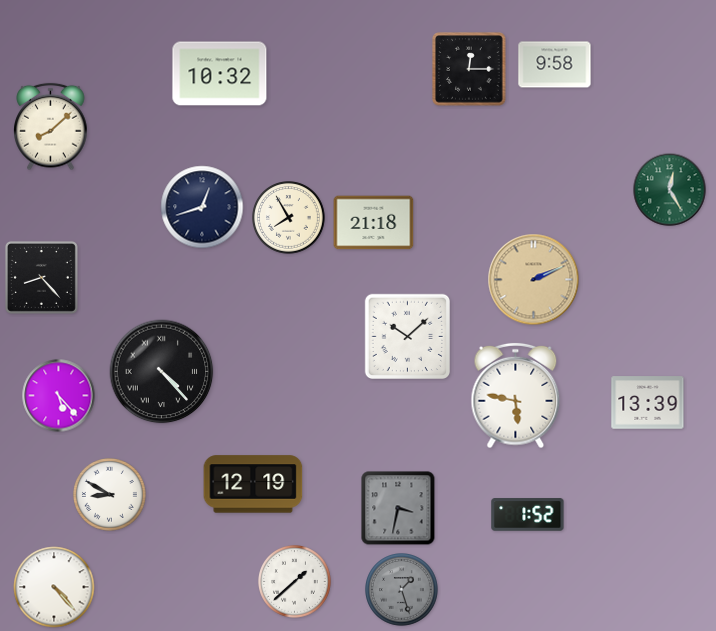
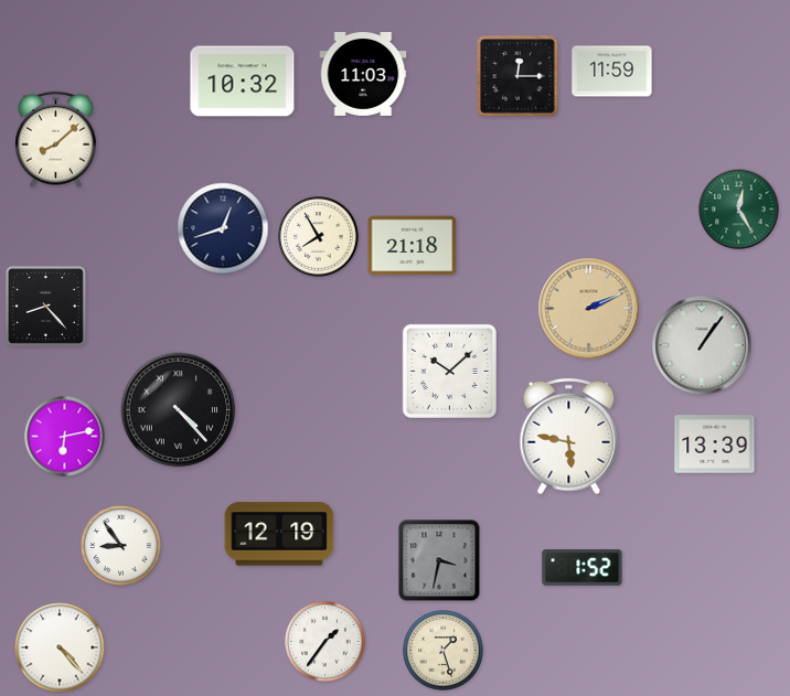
clock at (555, 65): 9:58 -> 11:59
clock at (363, 75): none -> 11:03
clock at (289, 218) position: (289, 218) -> (319, 237)
clock at (702, 345): none -> 1:06
clock at (59, 396): 5:23 -> 6:13
clock at (110, 495): 8:50 -> 8:54
clock at (295, 582): 1:38 -> 1:36
clock at (402, 590) dial: grey -> cream
